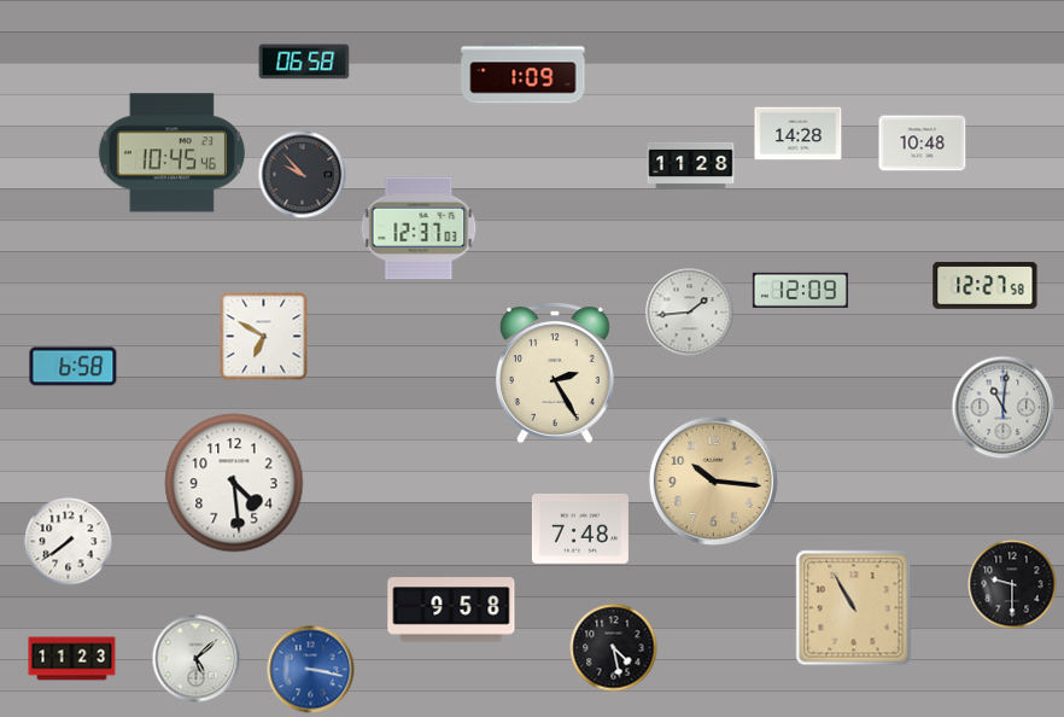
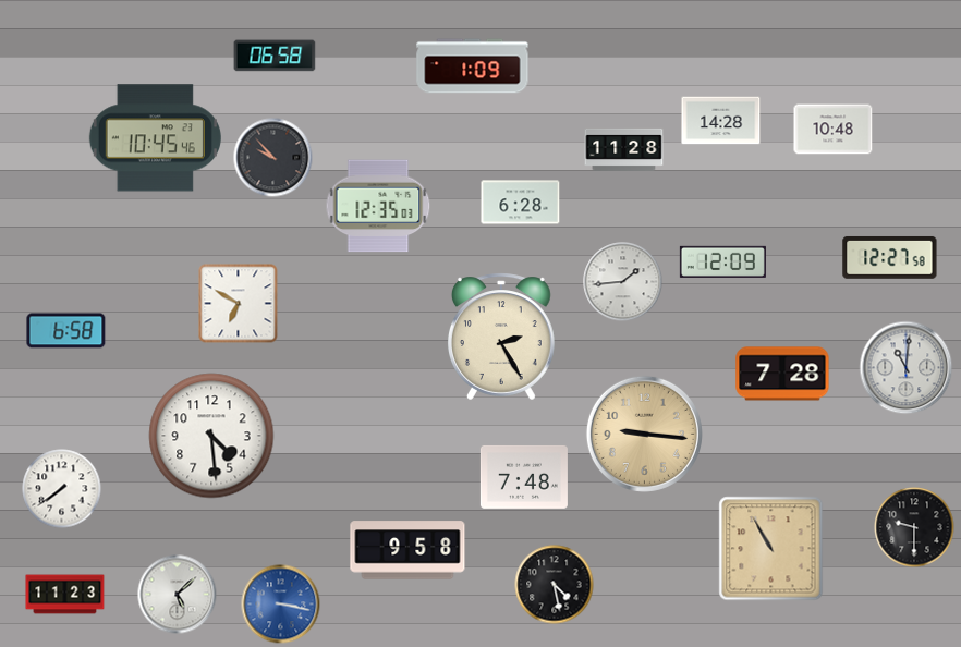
clock at (521, 203): none -> 6:28
clock at (419, 228): 12:37 -> 12:35
clock at (782, 374): none -> 7:28
clock at (713, 480): 10:16 -> 9:16
